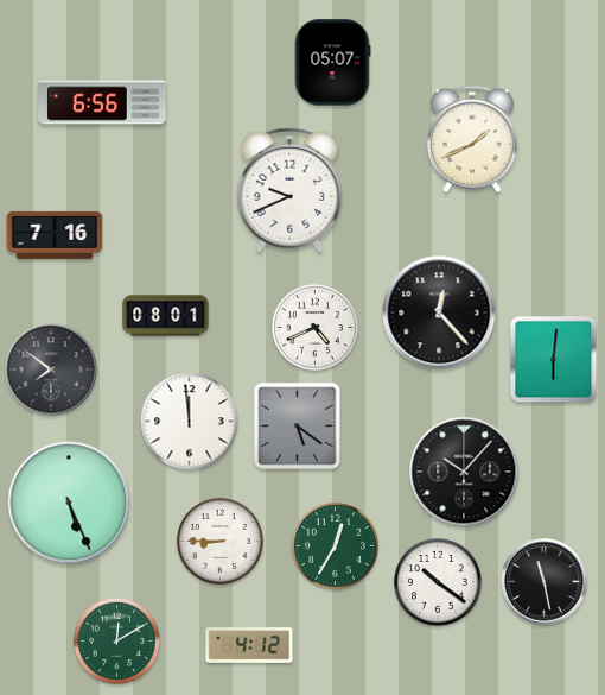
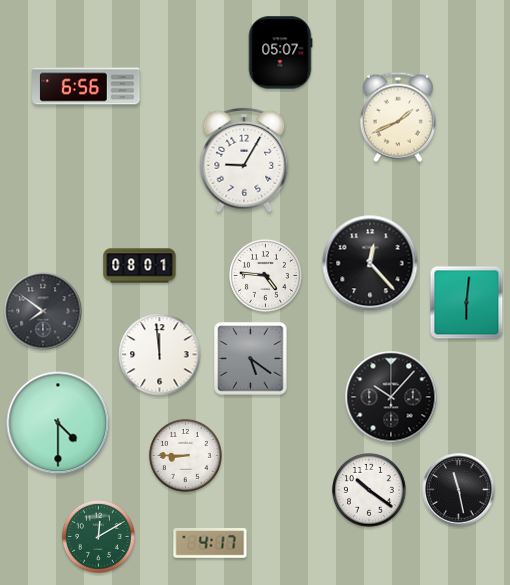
clock at (289, 190): 9:41 -> 9:05
clock at (55, 235): 7:16 -> none
clock at (314, 327): 4:41 -> 4:46
clock at (69, 503): 5:26 -> 4:30
clock at (335, 545): 12:35 -> none
clock at (116, 640) position: (116, 640) -> (98, 536)
clock at (249, 646): 4:12 -> 4:17
